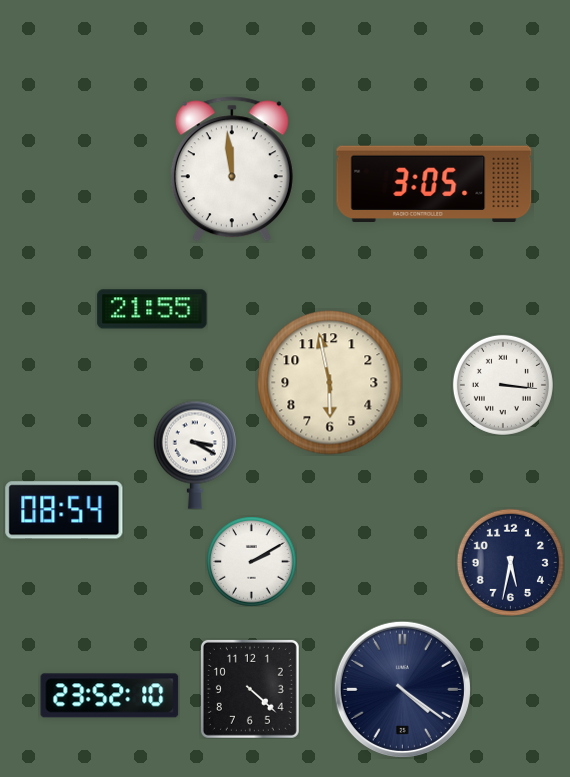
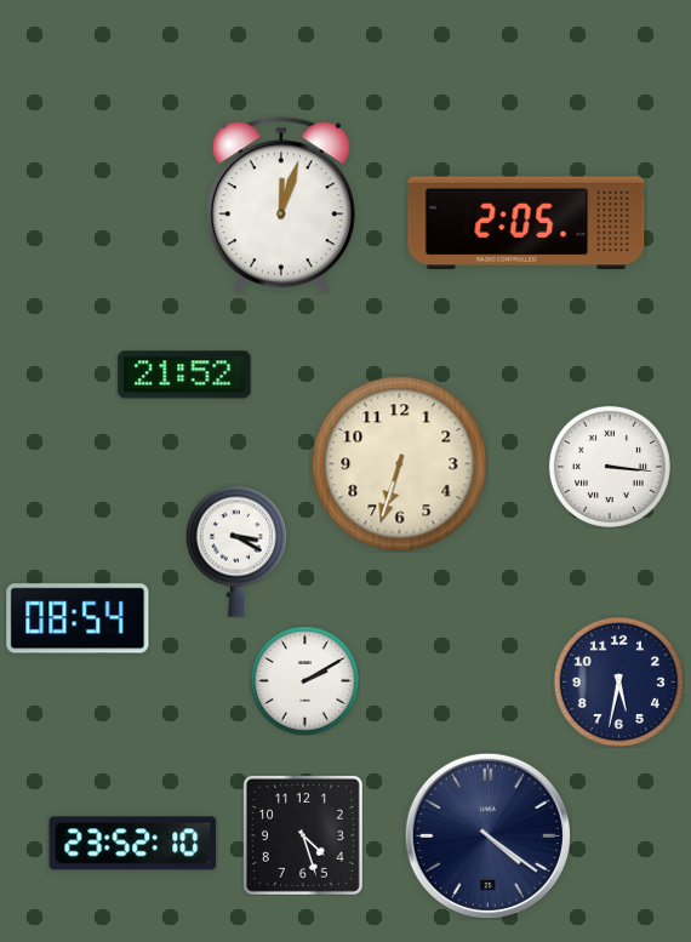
clock at (232, 169): 11:59 -> 12:03
clock at (434, 183): 3:05 -> 2:05
clock at (152, 309): 21:55 -> 21:52
clock at (330, 383): 5:58 -> 6:33
clock at (250, 689): 4:22 -> 4:27
